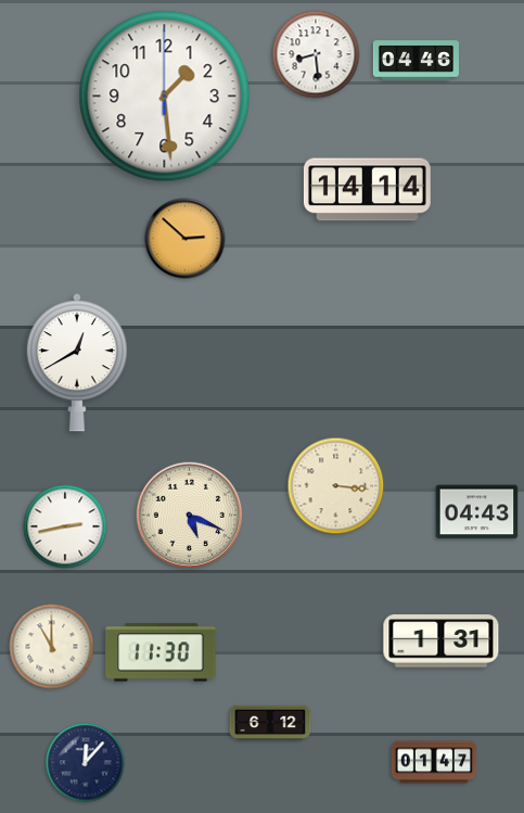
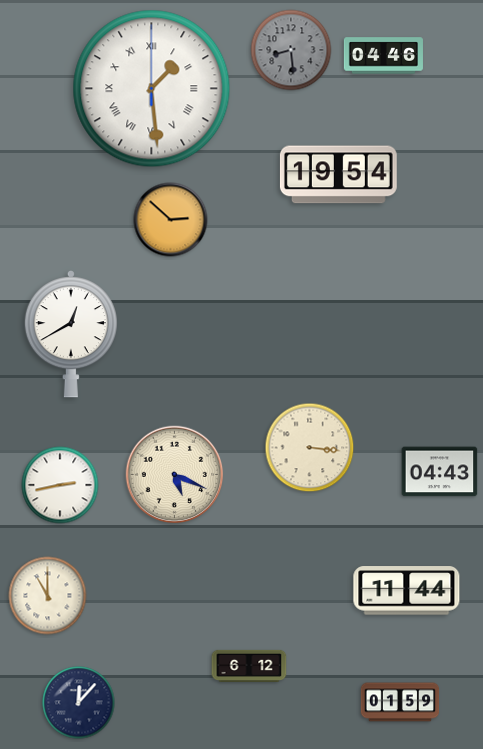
clock at (316, 54) dial: white -> grey
clock at (165, 97) numerals: Arabic -> Roman
clock at (367, 190): 14:14 -> 19:54
clock at (442, 641): 1:31 -> 11:44
clock at (161, 652): 11:30 -> none
clock at (434, 762): 01:47 -> 01:59
